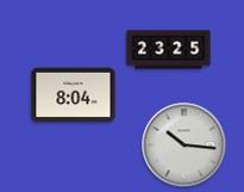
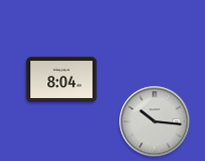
clock at (169, 50): 23:25 -> none
